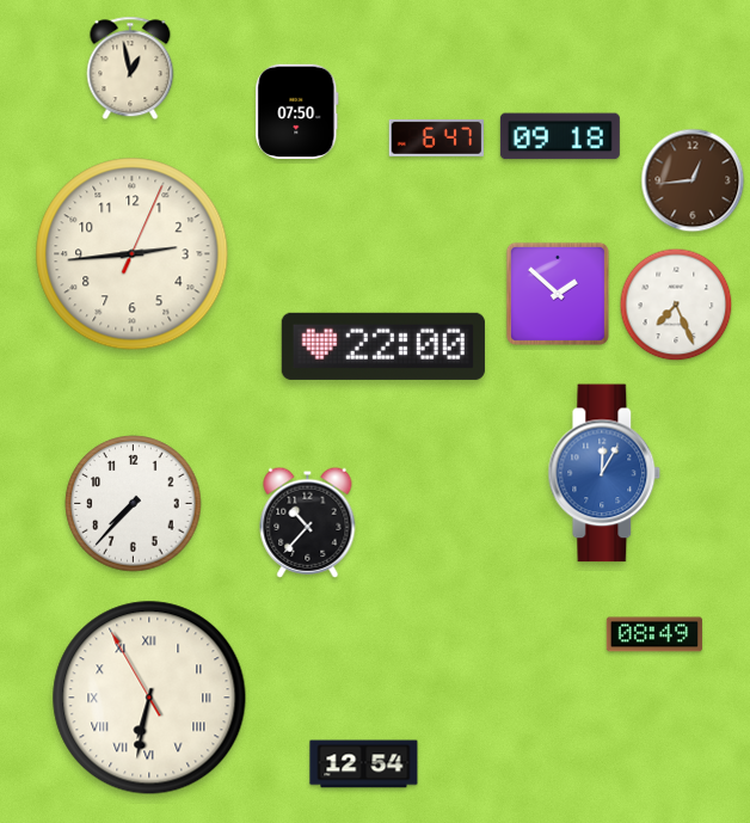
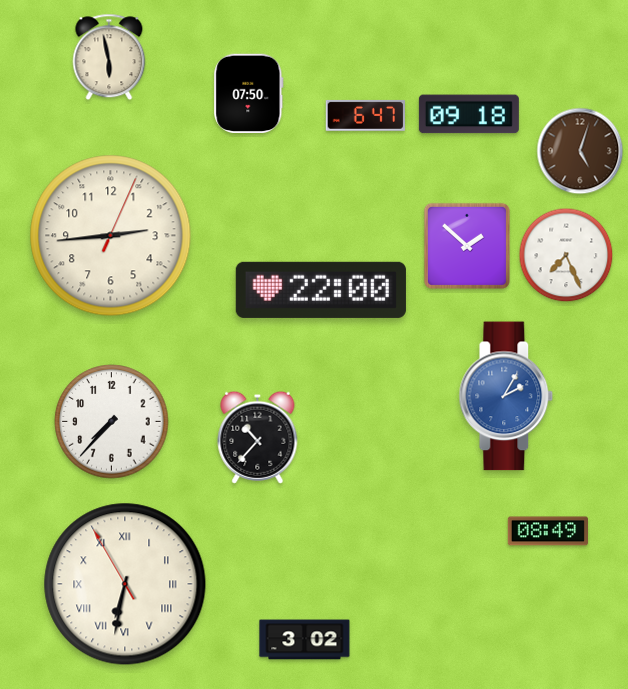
clock at (130, 68): 12:58 -> 5:58
clock at (693, 180): 12:44 -> 5:03
clock at (133, 254) position: (133, 254) -> (111, 236)
clock at (604, 473): 12:05 -> 2:05
clock at (364, 764): 12:54 -> 3:02
